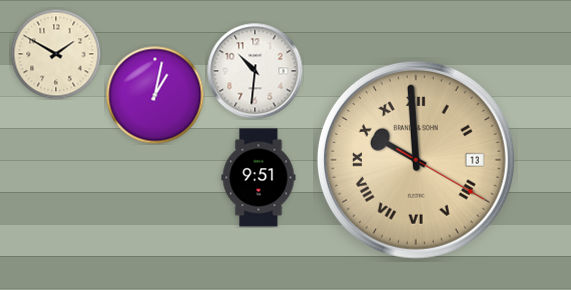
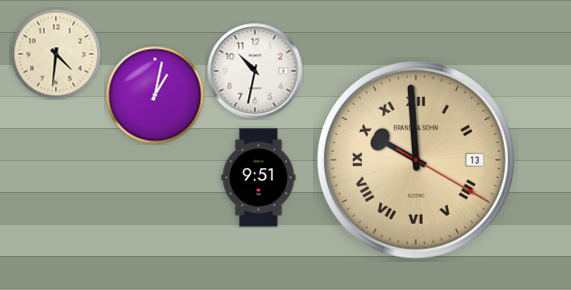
clock at (56, 54): 1:50 -> 4:31
clock at (255, 71): 10:31 -> 10:32
